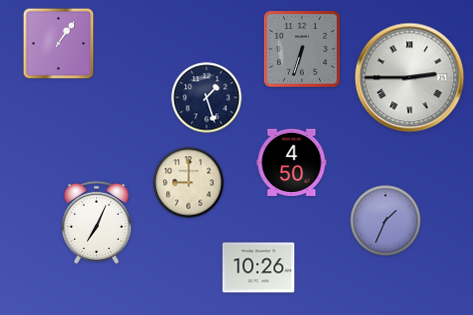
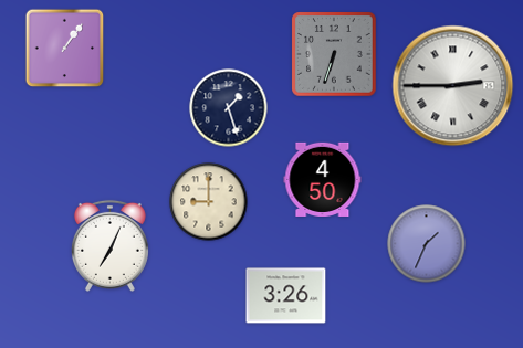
clock at (96, 222) position: (96, 222) -> (109, 245)
clock at (259, 268): 10:26 -> 3:26
